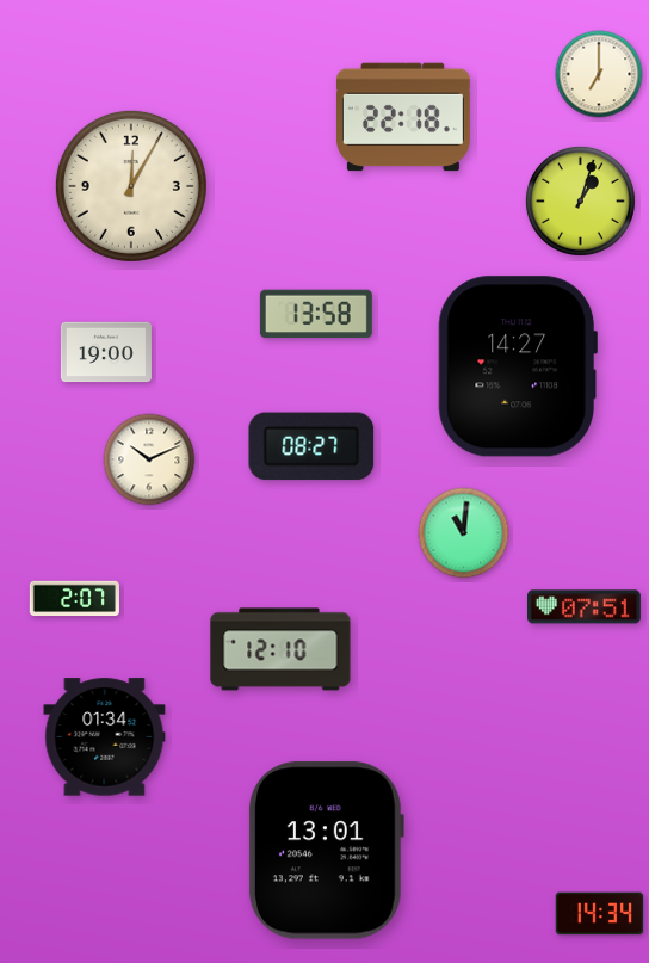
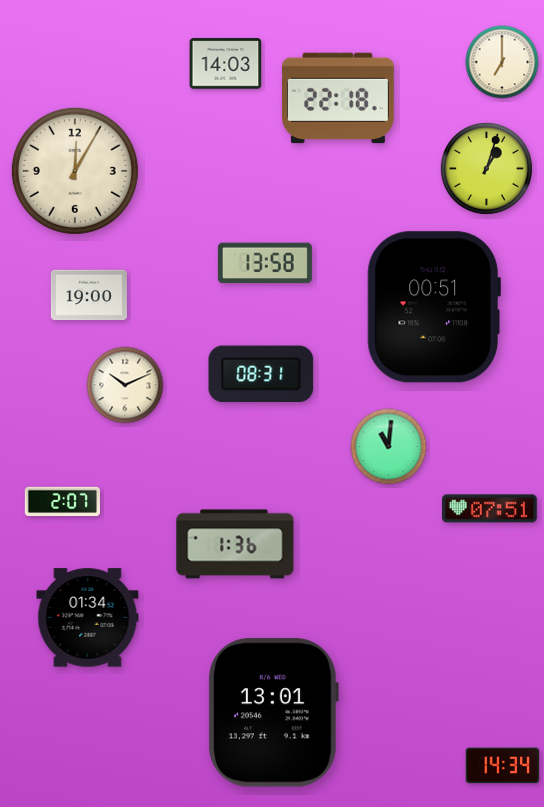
clock at (226, 64): none -> 14:03
clock at (131, 186) position: (131, 186) -> (75, 171)
clock at (518, 366): 14:27 -> 00:51
clock at (311, 446): 08:27 -> 08:31
clock at (280, 649): 12:10 -> 1:36
